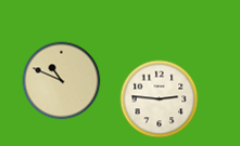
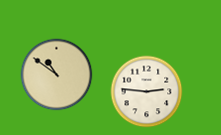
clock at (62, 81): 10:49 -> 10:51
